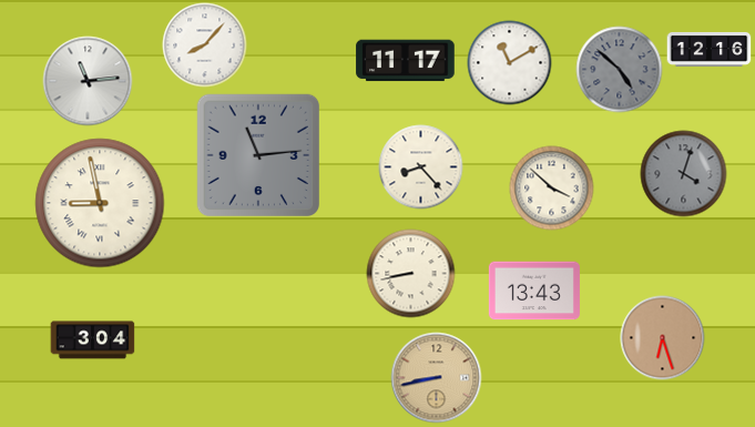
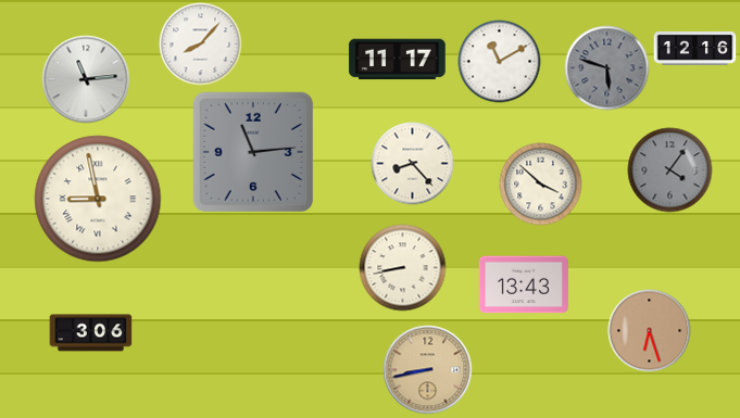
clock at (620, 70): 4:52 -> 5:48
clock at (684, 174): 4:03 -> 4:06
clock at (93, 340): 3:04 -> 3:06
